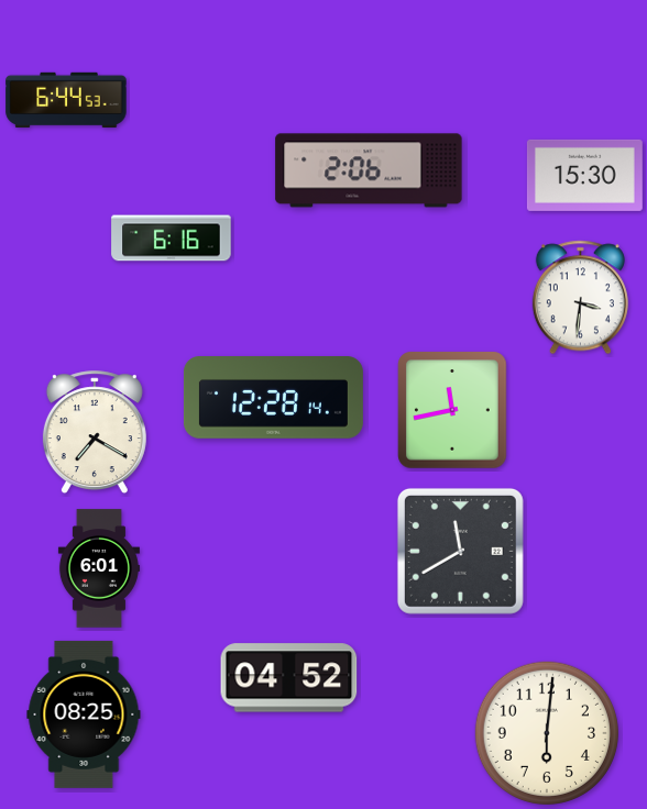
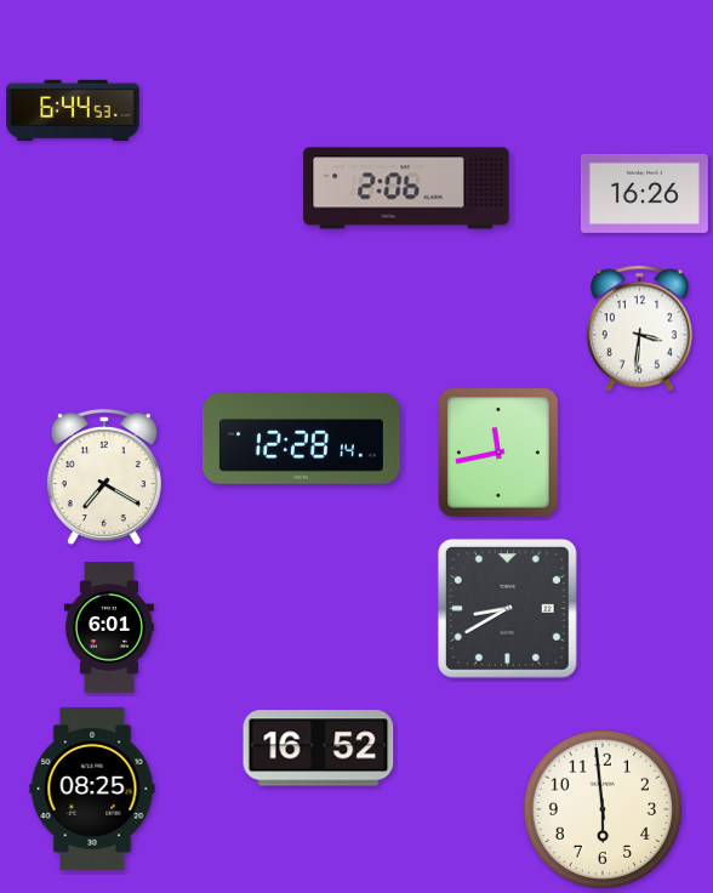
clock at (584, 175): 15:30 -> 16:26
clock at (172, 239): 6:16 -> none
clock at (460, 551): 11:40 -> 8:40
clock at (289, 678): 04:52 -> 16:52
clock at (547, 733): 6:01 -> 5:59
